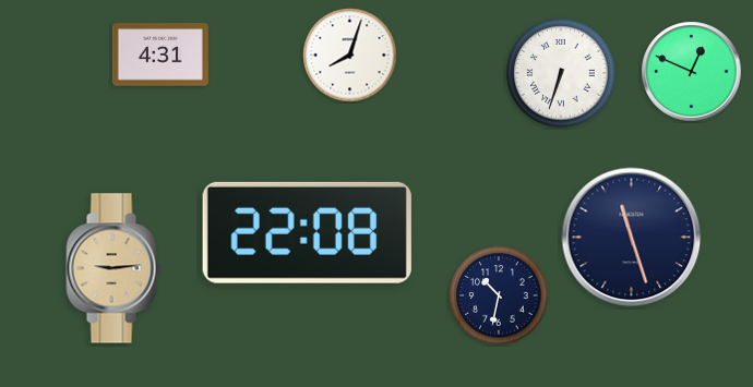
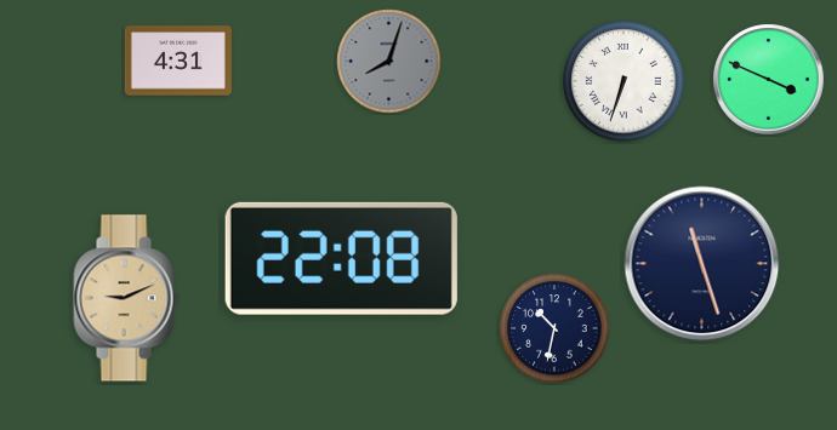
clock at (350, 56) dial: white -> grey
clock at (692, 72): 12:49 -> 3:49
clock at (113, 268): 9:14 -> 9:11
